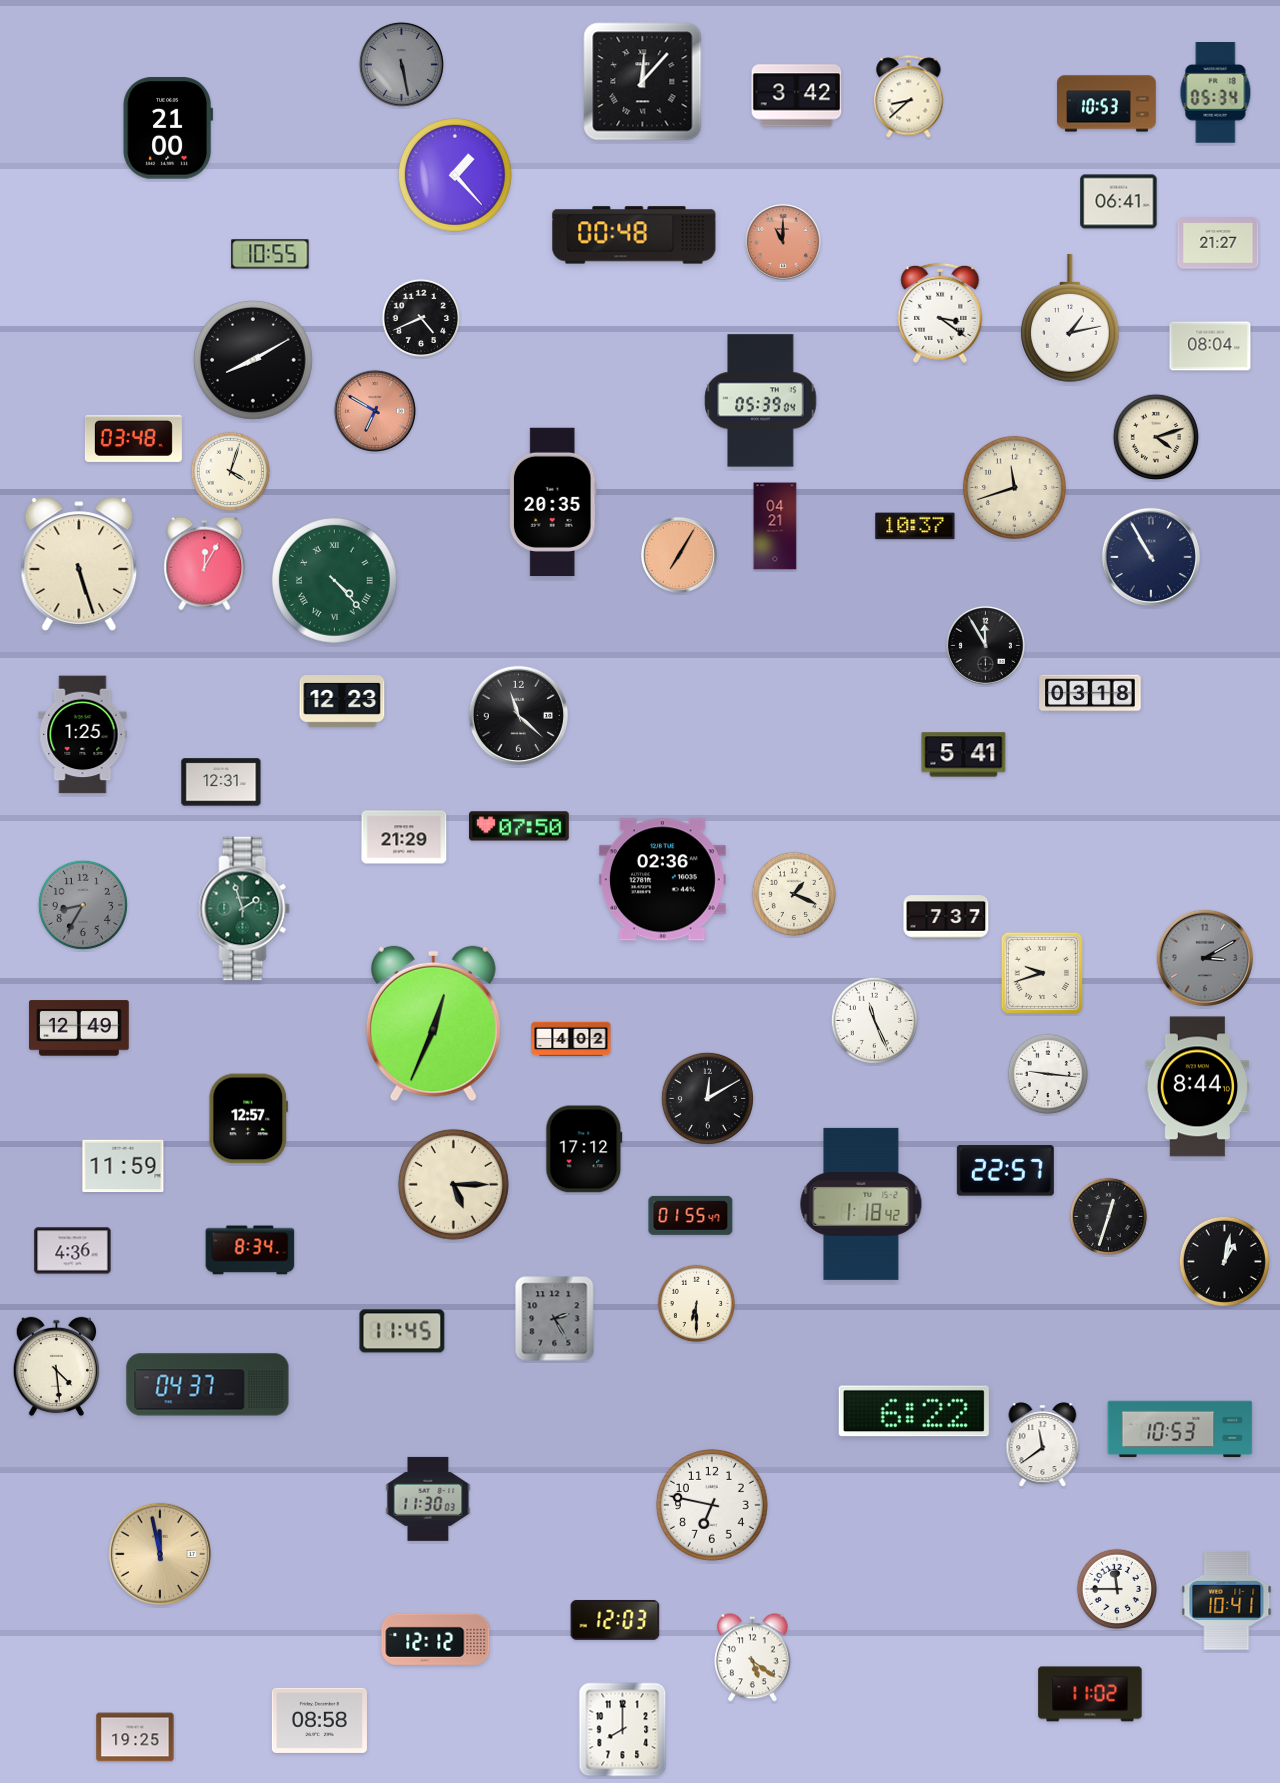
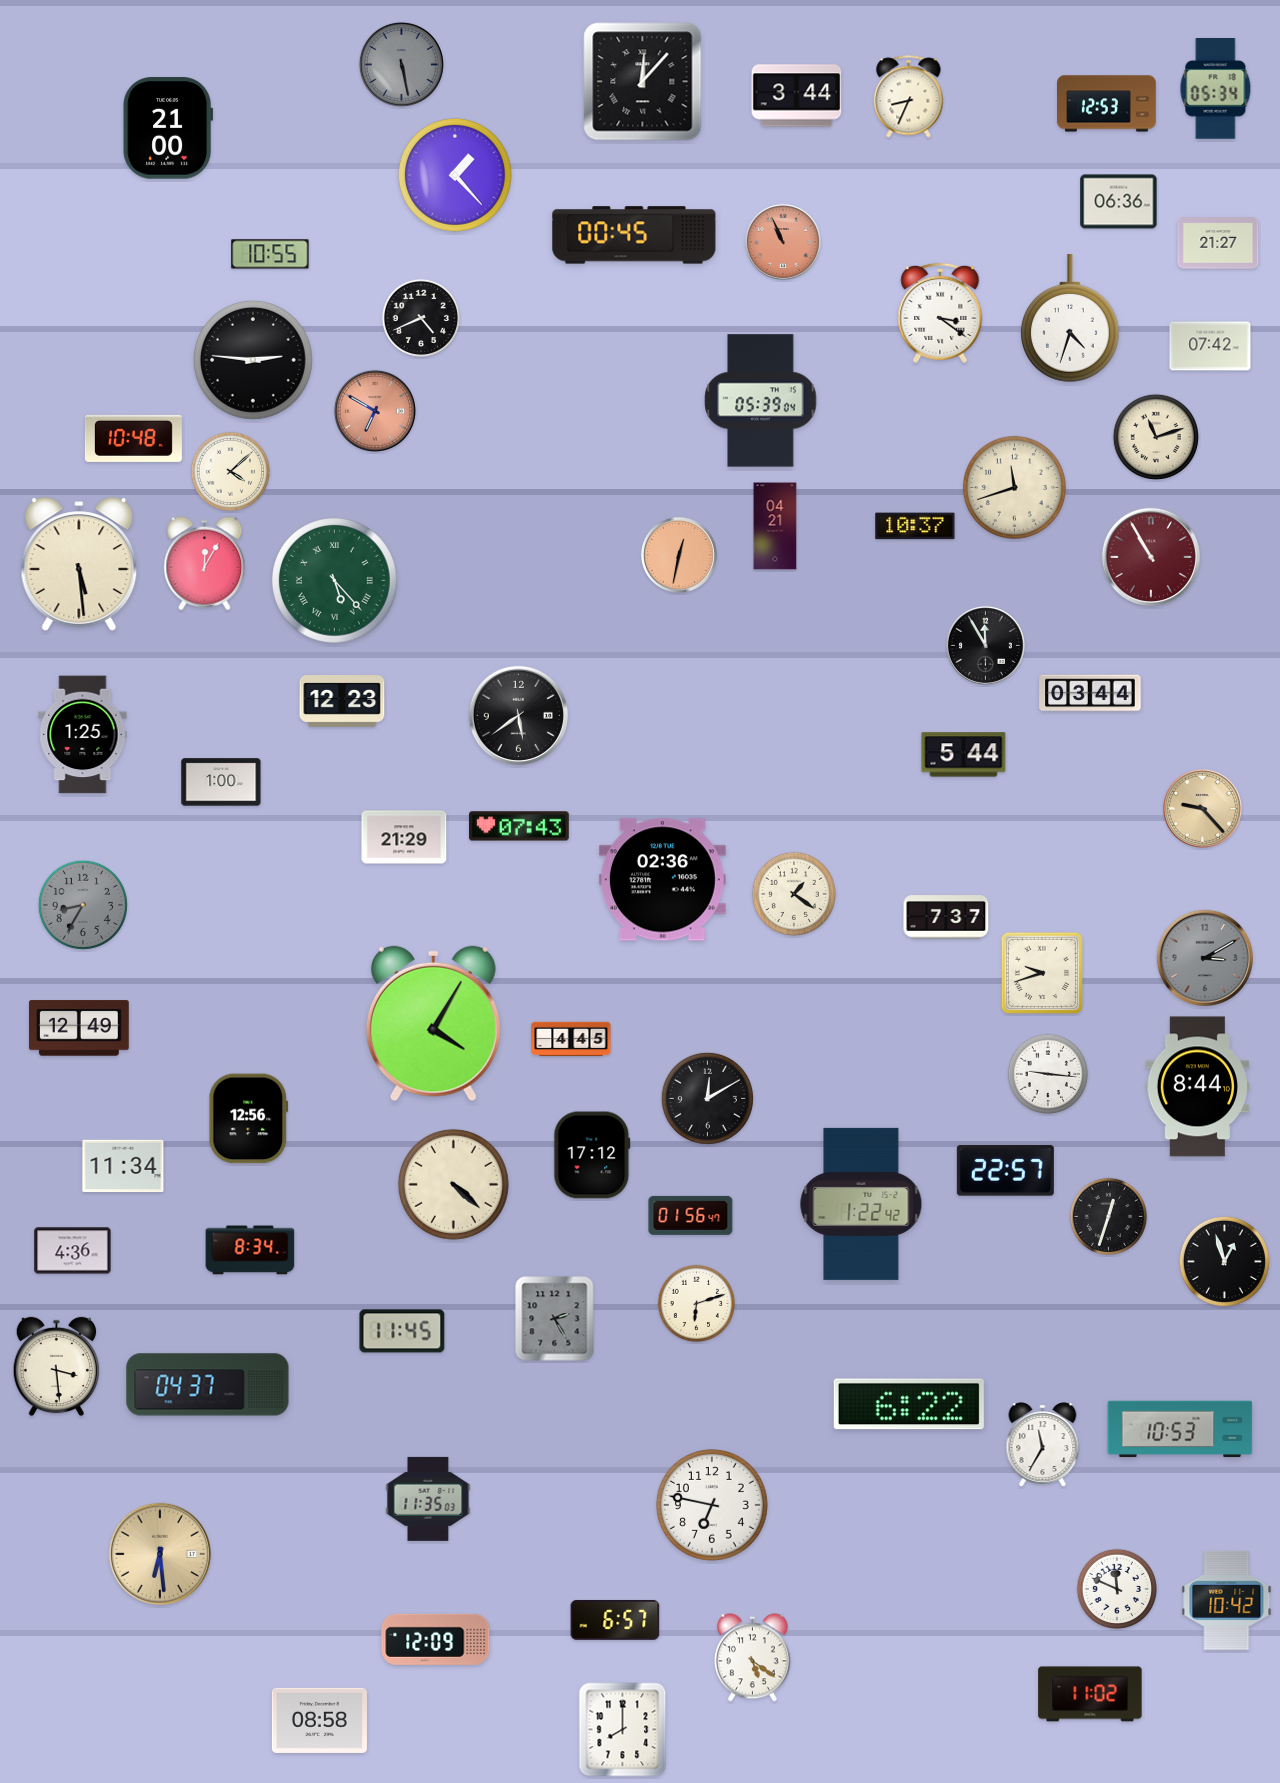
clock at (1216, 93) position: (1216, 93) -> (1216, 89)
clock at (797, 96): 3:42 -> 3:44
clock at (909, 97): 8:38 -> 8:34
clock at (1107, 104): 10:53 -> 12:53
clock at (1119, 202): 06:41 -> 06:36
clock at (634, 235): 00:48 -> 00:45
clock at (783, 242): 11:00 -> 10:56
clock at (1071, 319): 1:13 -> 4:33
clock at (1210, 346): 08:04 -> 07:42
clock at (254, 361): 8:10 -> 2:46
clock at (1156, 437): 4:12 -> 11:12
clock at (133, 438): 03:48 -> 10:48
clock at (230, 471): 4:03 -> 4:08
clock at (553, 501): 20:35 -> none
clock at (679, 555): 7:05 -> 12:32
clock at (1150, 556) dial: navy -> burgundy
clock at (79, 564): 5:27 -> 5:29
clock at (335, 581): 4:23 -> 5:23
clock at (1090, 693): 03:18 -> 03:44
clock at (518, 715): 11:22 -> 5:39
clock at (964, 755): 5:41 -> 5:44
clock at (221, 782): 12:31 -> 1:00
clock at (1202, 808): none -> 9:23
clock at (520, 826): 07:50 -> 07:43
clock at (794, 894): 1:19 -> 1:21
clock at (245, 909): 1:57 -> none
clock at (874, 1020): 11:26 -> none
clock at (433, 1024): 12:34 -> 4:05
clock at (571, 1039): 4:02 -> 4:45
clock at (249, 1119): 12:57 -> 12:56
clock at (584, 1149) position: (584, 1149) -> (592, 1155)
clock at (123, 1166): 11:59 -> 11:34
clock at (453, 1184): 5:15 -> 4:22
clock at (861, 1204): 1:18 -> 1:22
clock at (691, 1215): 01:55 -> 01:56
clock at (1224, 1261): 1:02 -> 12:57
clock at (697, 1304): 6:30 -> 6:12
clock at (57, 1367): 4:29 -> 3:29
clock at (914, 1411) position: (914, 1411) -> (909, 1404)
clock at (1043, 1444): 11:39 -> 11:35
clock at (428, 1499): 11:30 -> 11:35
clock at (159, 1553): 11:58 -> 6:29
clock at (1116, 1588): 11:45 -> 11:49
clock at (1227, 1600): 10:41 -> 10:42
clock at (615, 1620): 12:03 -> 6:57
clock at (436, 1639): 12:12 -> 12:09
clock at (135, 1737): 19:25 -> none
